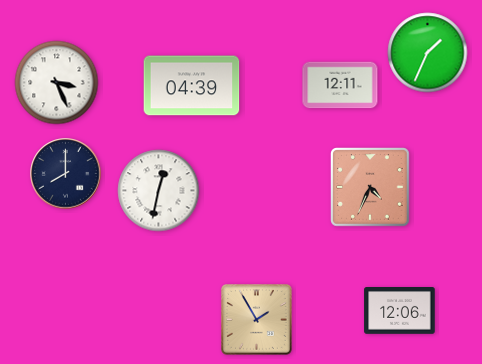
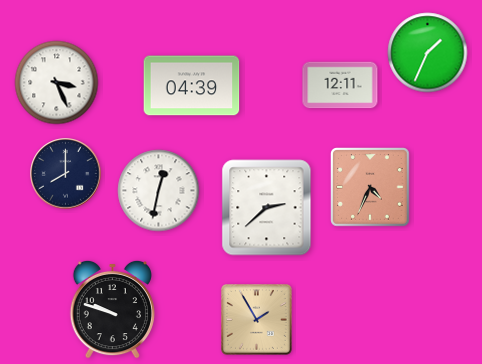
clock at (267, 208): none -> 2:38
clock at (112, 309): none -> 9:48
clock at (400, 311): 12:06 -> none
